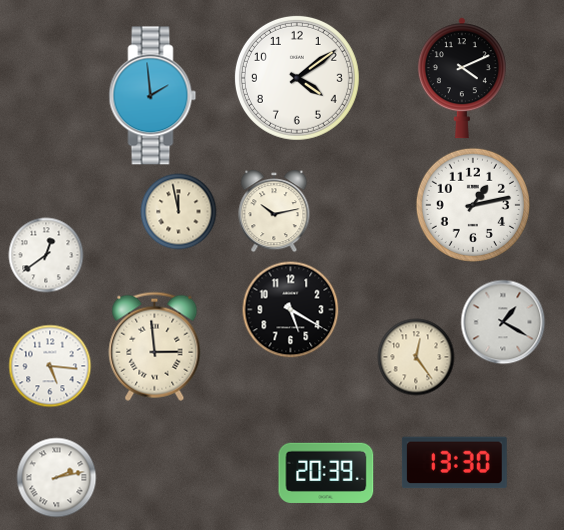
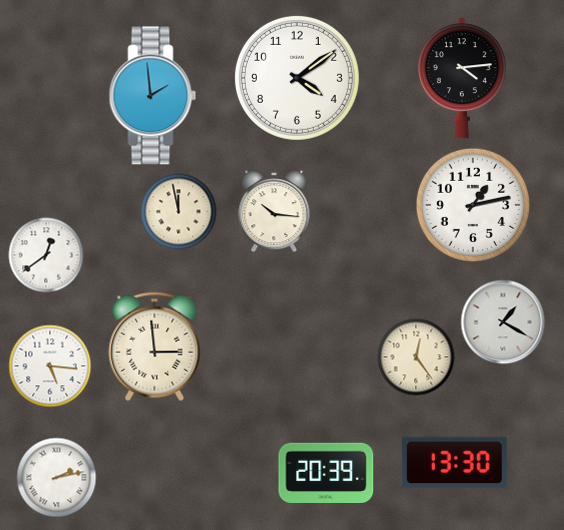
clock at (462, 78): 4:11 -> 4:14
clock at (274, 211): 10:13 -> 10:16
clock at (291, 310): 5:20 -> none
